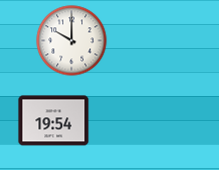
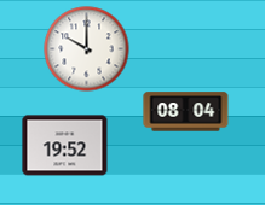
clock at (186, 112): none -> 08:04
clock at (54, 121): 19:54 -> 19:52
